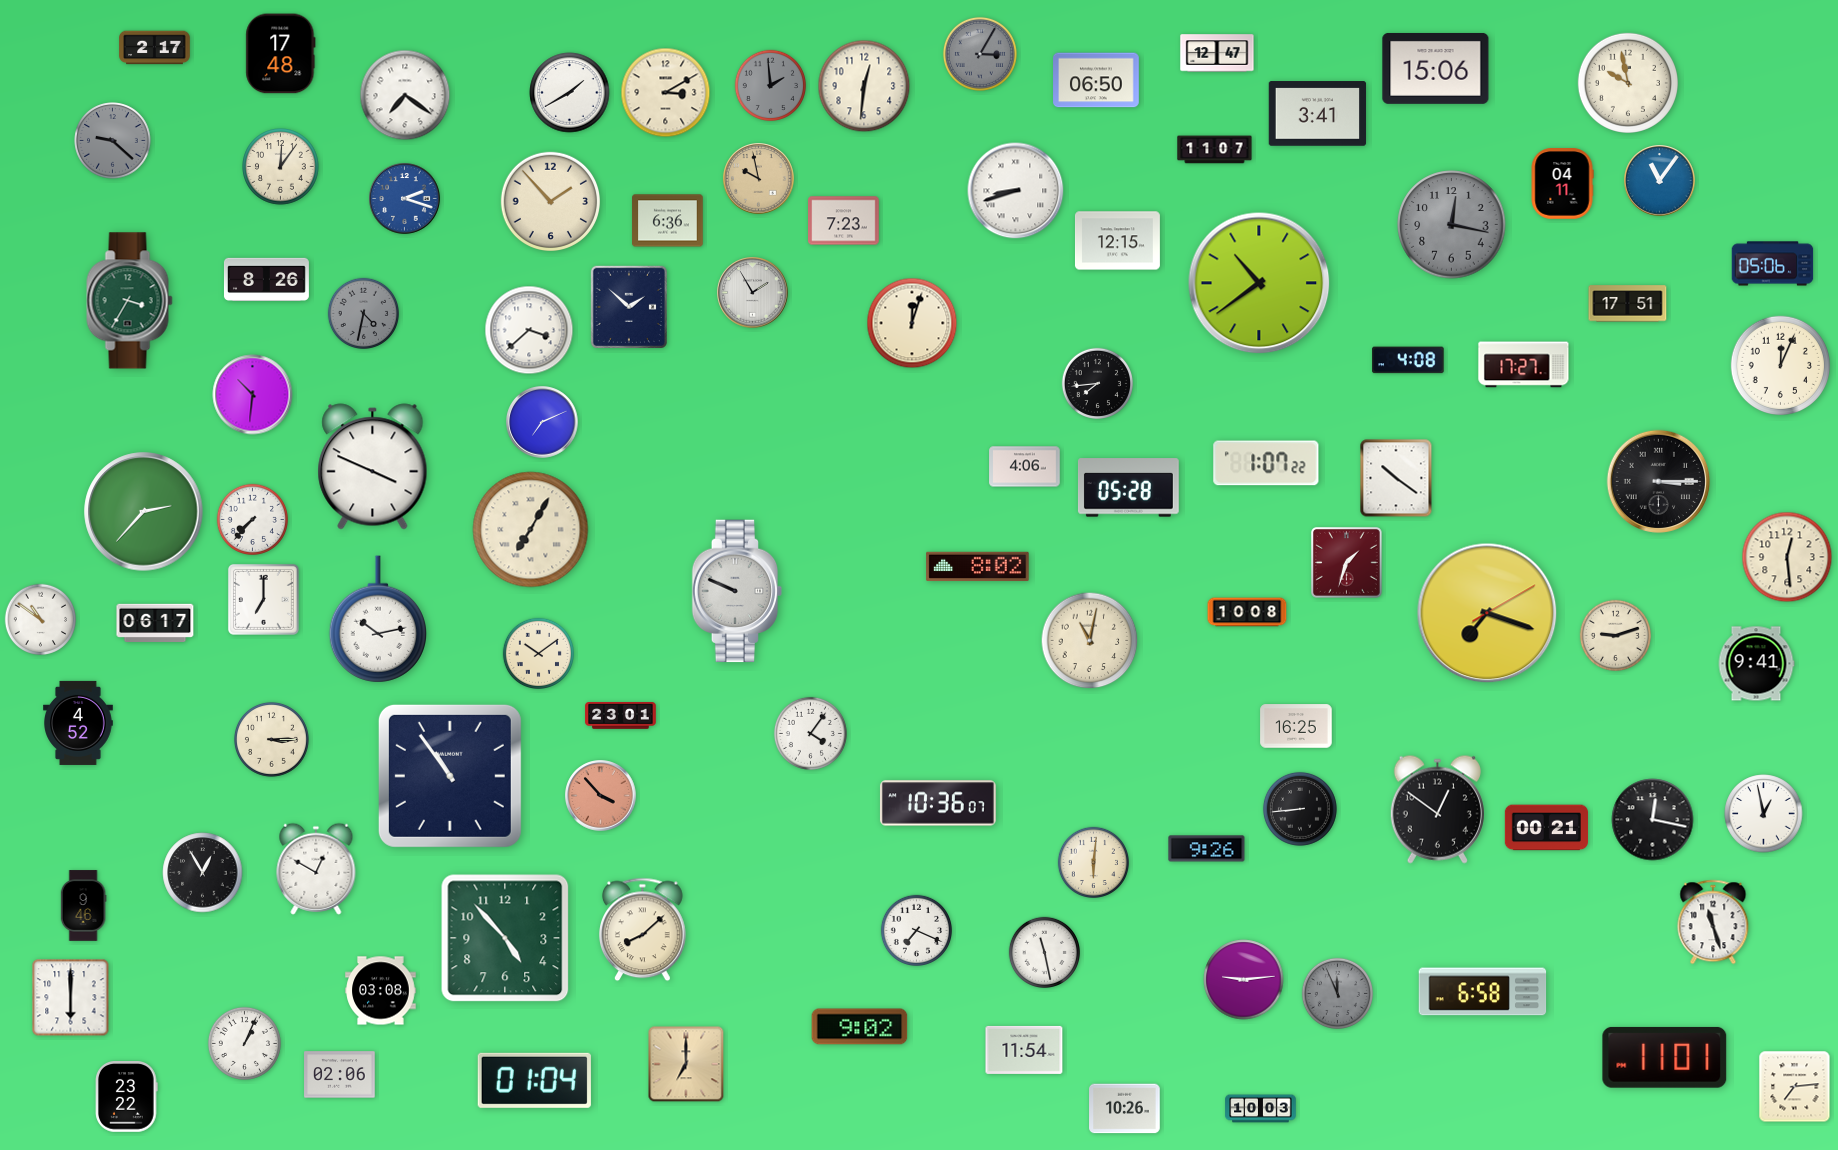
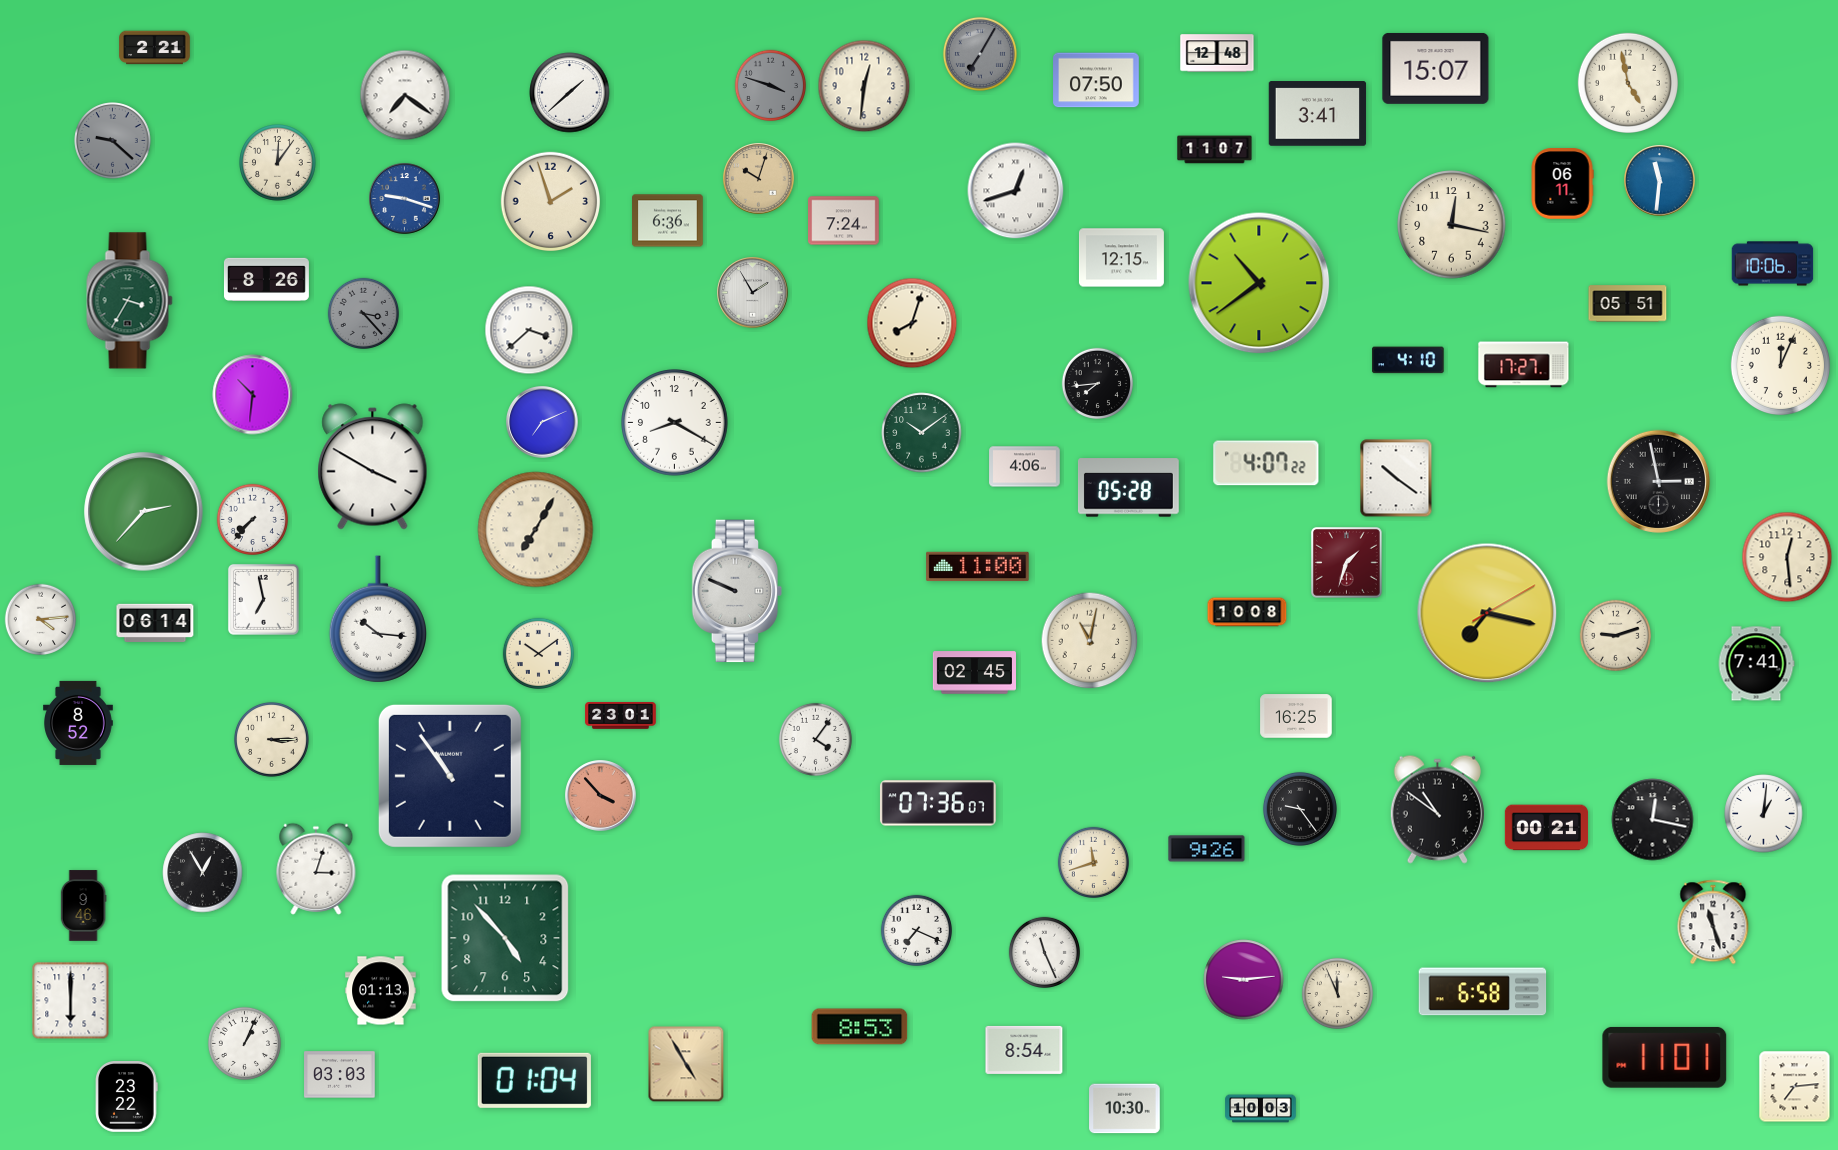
clock at (155, 48): 2:17 -> 2:21
clock at (1217, 53): 12:47 -> 12:48
clock at (281, 54): 17:48 -> none
clock at (980, 54): 3:05 -> 7:05
clock at (1436, 68): 15:06 -> 15:07
clock at (1096, 80): 06:50 -> 07:50
clock at (1628, 83): 9:58 -> 4:58
clock at (770, 85): 1:59 -> 3:48
clock at (570, 93): 1:40 -> 1:38
clock at (666, 93): 3:10 -> none
clock at (281, 167) position: (281, 167) -> (278, 163)
clock at (759, 179): 9:58 -> 10:03
clock at (1660, 181): 11:06 -> 11:31
clock at (1562, 184): 04:11 -> 06:11
clock at (1016, 191): 8:42 -> 12:42
clock at (405, 199): 2:18 -> 9:18
clock at (550, 201): 1:53 -> 1:57
clock at (844, 221): 7:23 -> 7:24
clock at (1452, 225) dial: grey -> cream
clock at (1117, 241) position: (1117, 241) -> (1121, 258)
clock at (1773, 264): 05:06 -> 10:06
clock at (1628, 304): 17:51 -> 05:51
clock at (629, 306): 1:52 -> none
clock at (363, 313): 4:32 -> 3:23
clock at (912, 323): 12:03 -> 8:03
clock at (1408, 360): 4:08 -> 4:10
clock at (675, 423): none -> 8:20
clock at (922, 433): none -> 10:09
clock at (1266, 463): 1:07 -> 4:07
clock at (373, 467): 3:49 -> 3:50
clock at (1659, 482): 3:15 -> 2:58
clock at (531, 530) position: (531, 530) -> (536, 530)
clock at (978, 567): 8:02 -> 11:00
clock at (263, 599): 7:00 -> 6:58
clock at (1487, 613): 7:18 -> 7:17
clock at (40, 619): 10:51 -> 4:14
clock at (377, 619): 10:13 -> 10:16
clock at (155, 622): 06:17 -> 06:14
clock at (1756, 664): 9:41 -> 7:41
clock at (974, 673): none -> 02:45
clock at (79, 723): 4:52 -> 8:52
clock at (1296, 726) position: (1296, 726) -> (1296, 716)
clock at (810, 733) position: (810, 733) -> (815, 739)
clock at (938, 803): 10:36 -> 07:36
clock at (1300, 809): 8:44 -> 9:24
clock at (1437, 809): 12:51 -> 10:51
clock at (1764, 814): 12:58 -> 1:01
clock at (1093, 862): 6:01 -> 11:42
clock at (316, 869): 12:50 -> 3:03
clock at (643, 930): 8:08 -> none
clock at (1044, 952): 11:28 -> 11:26
clock at (381, 991): 03:08 -> 01:13
clock at (1337, 993) dial: grey -> cream
clock at (71, 998) position: (71, 998) -> (71, 1001)
clock at (860, 1027): 9:02 -> 8:53
clock at (1024, 1050): 11:54 -> 8:54
clock at (686, 1064): 7:00 -> 4:55
clock at (340, 1075): 02:06 -> 03:03
clock at (1125, 1109): 10:26 -> 10:30
